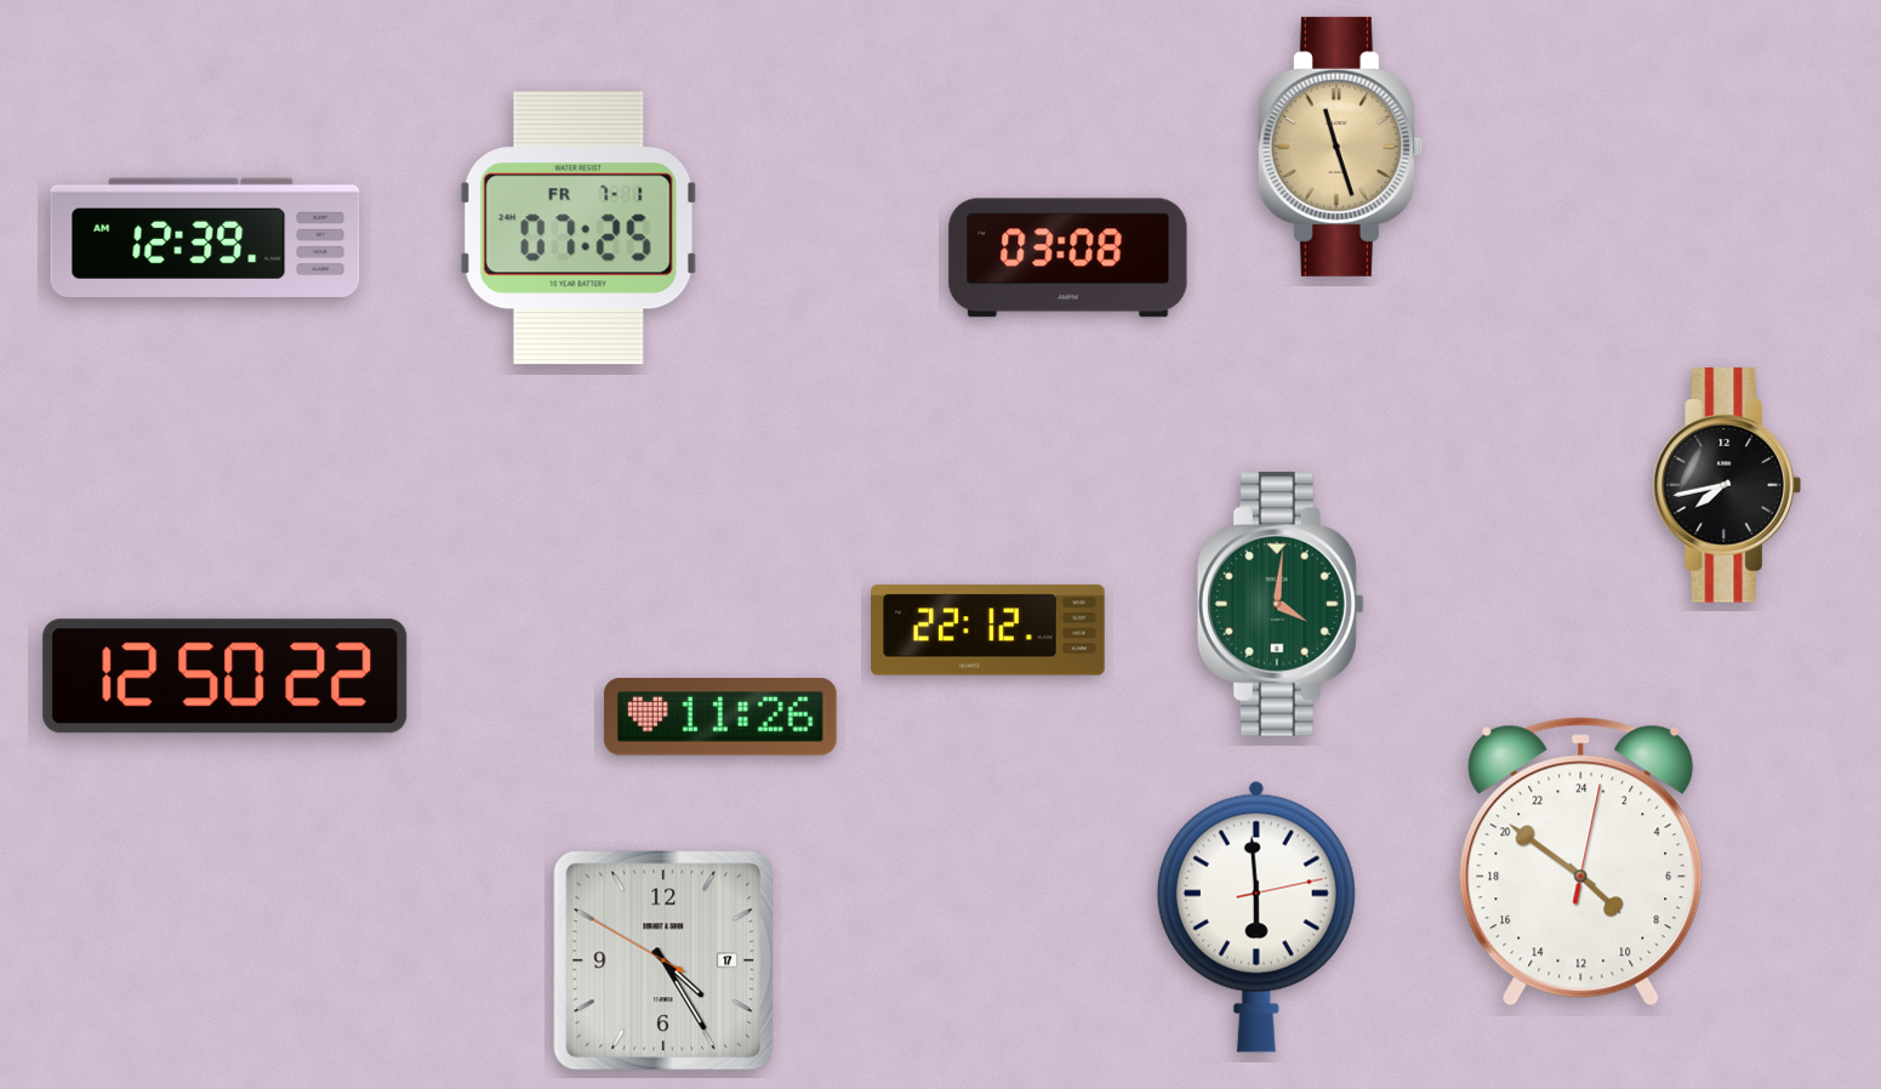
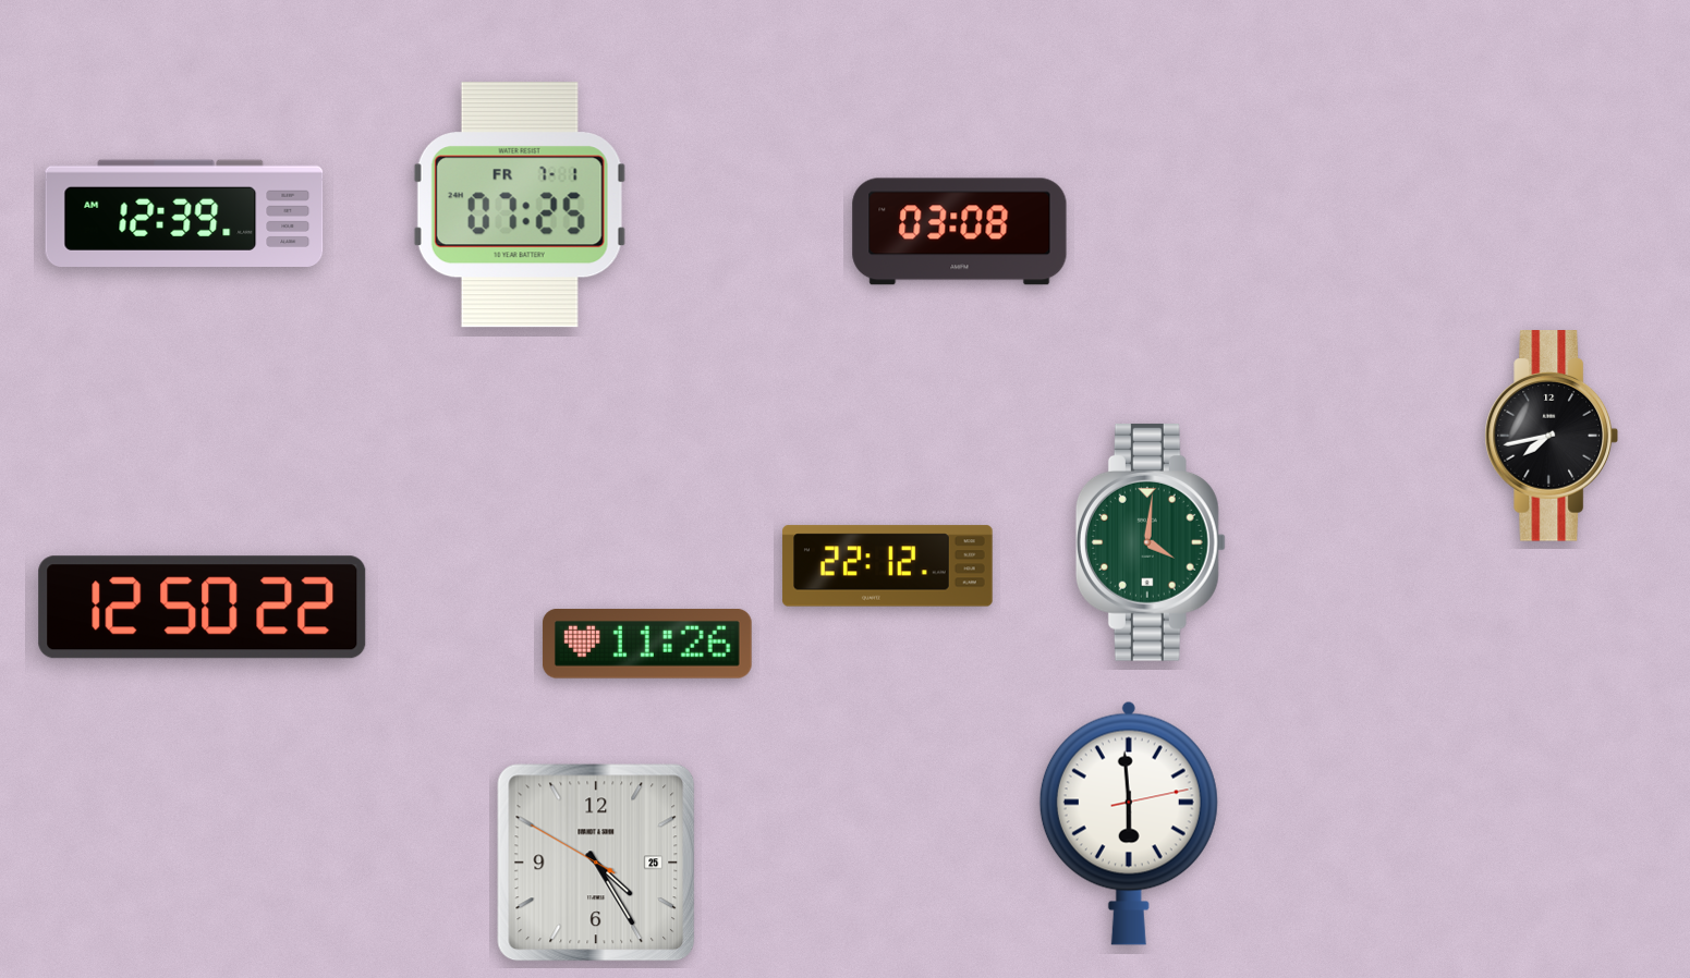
clock at (1340, 147): 11:27 -> none
clock at (1581, 862): 8:51 -> none
clock at (663, 960) date: 17 -> 25
